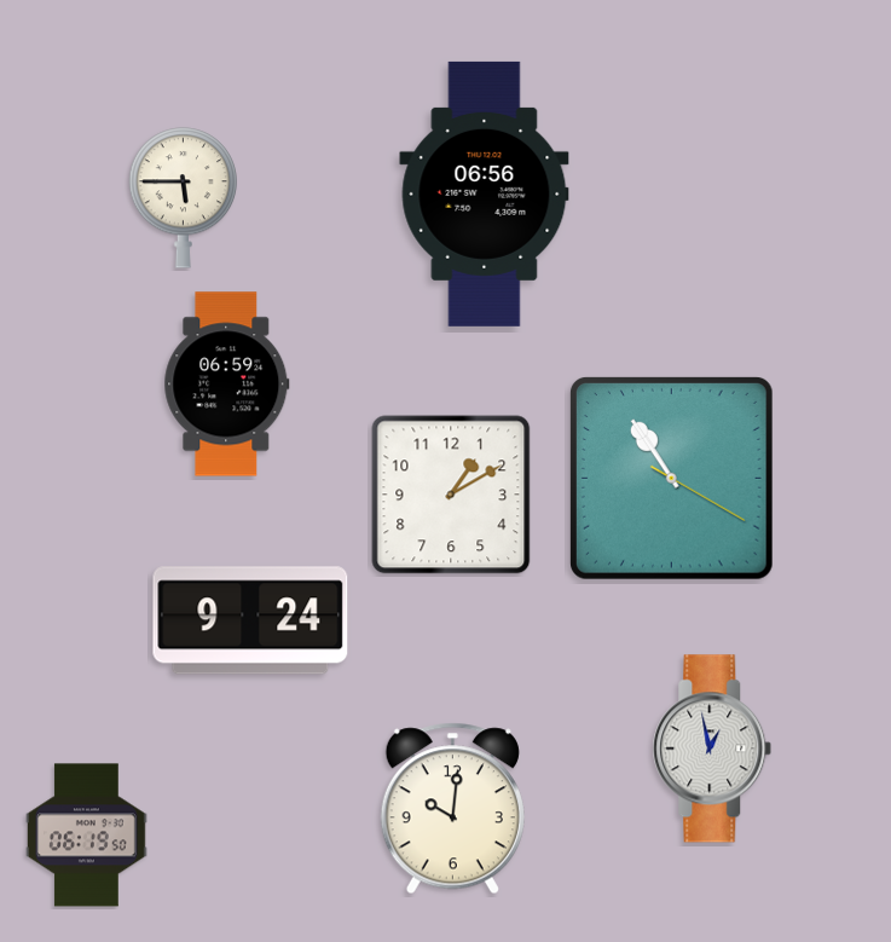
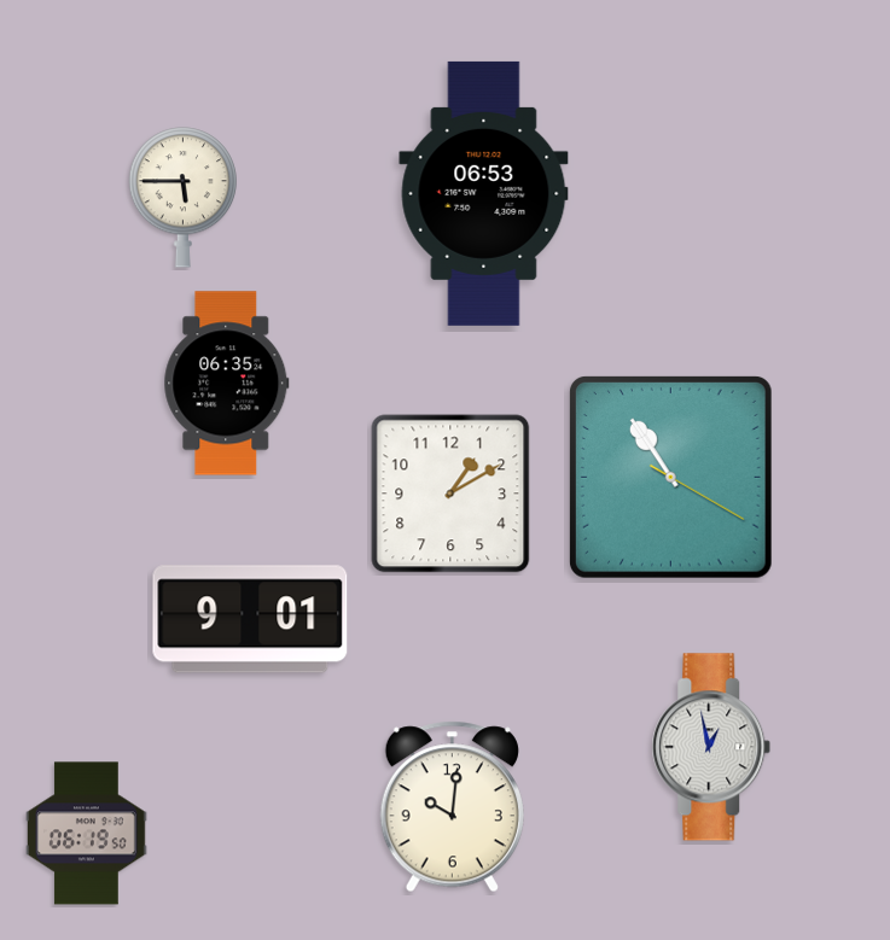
clock at (485, 193): 06:56 -> 06:53
clock at (227, 385): 06:59 -> 06:35
clock at (250, 620): 9:24 -> 9:01
